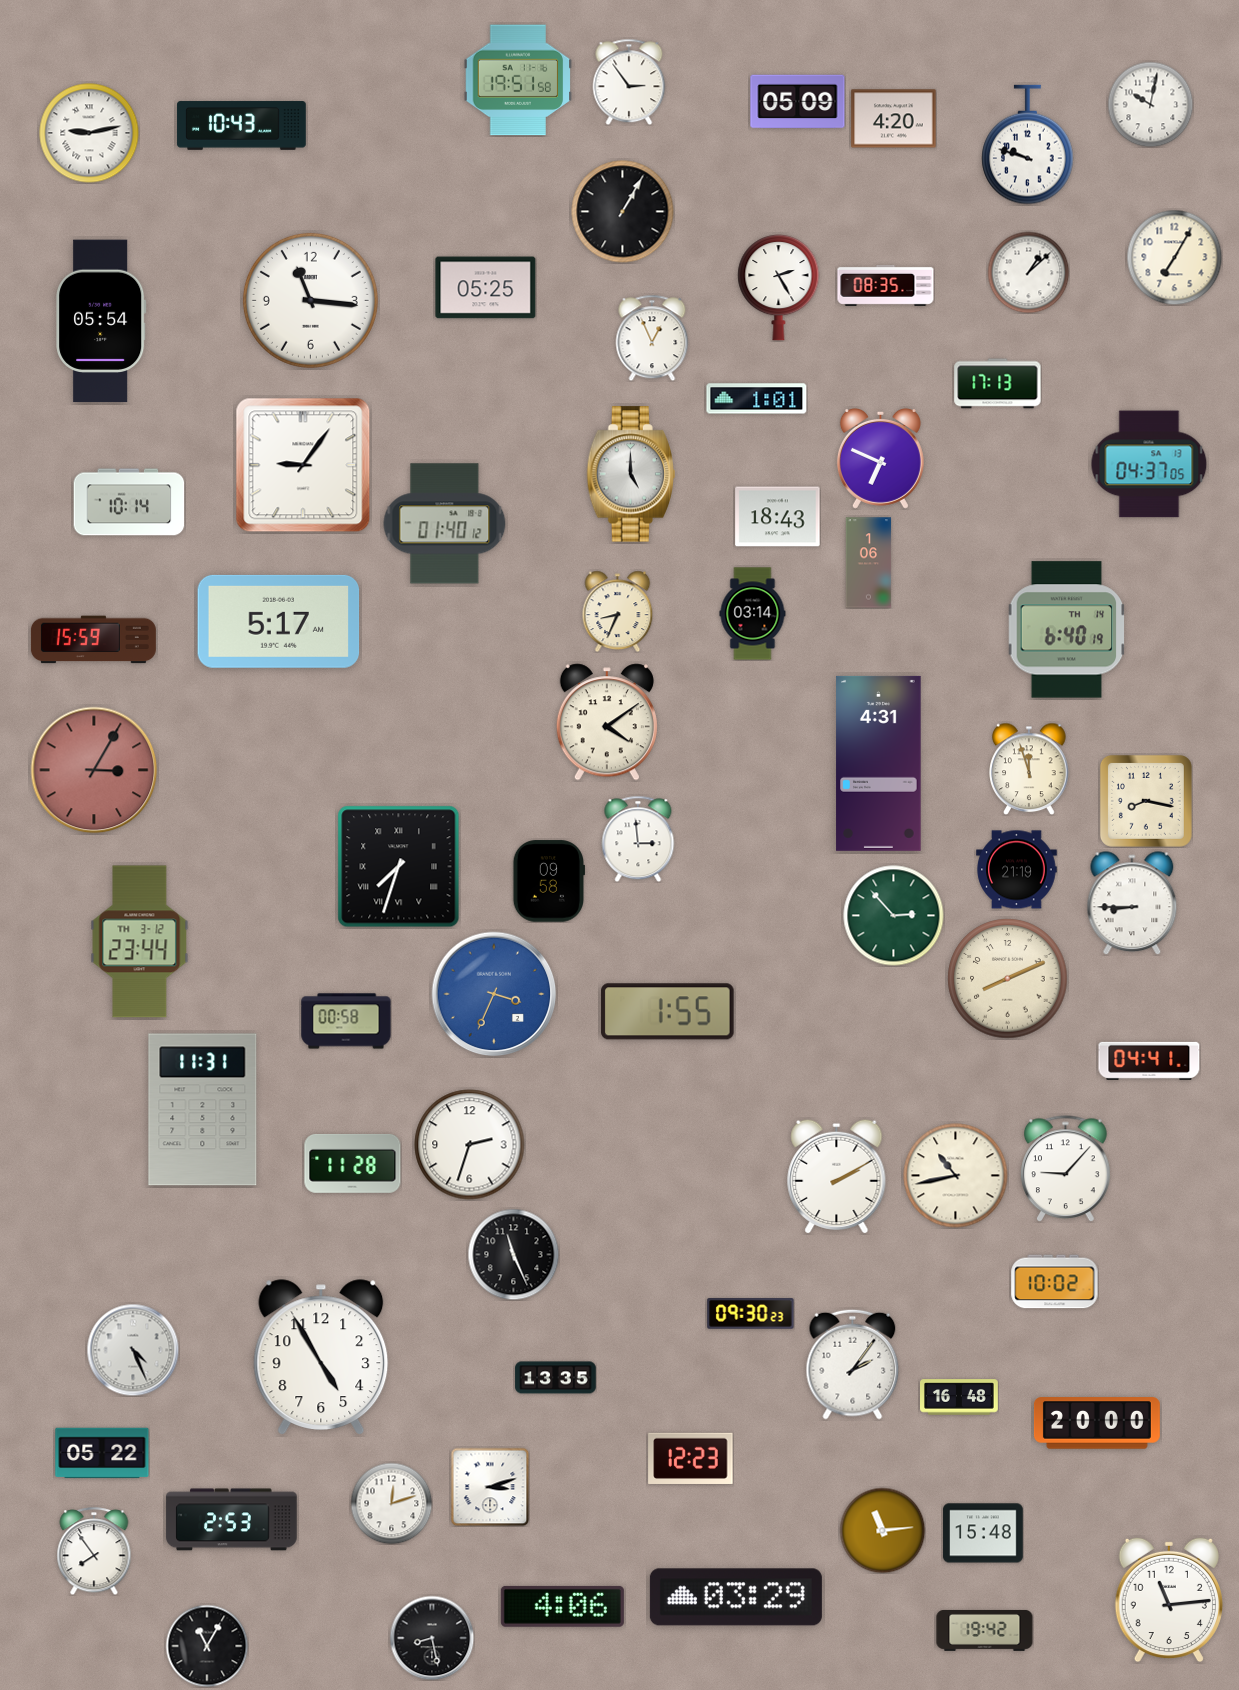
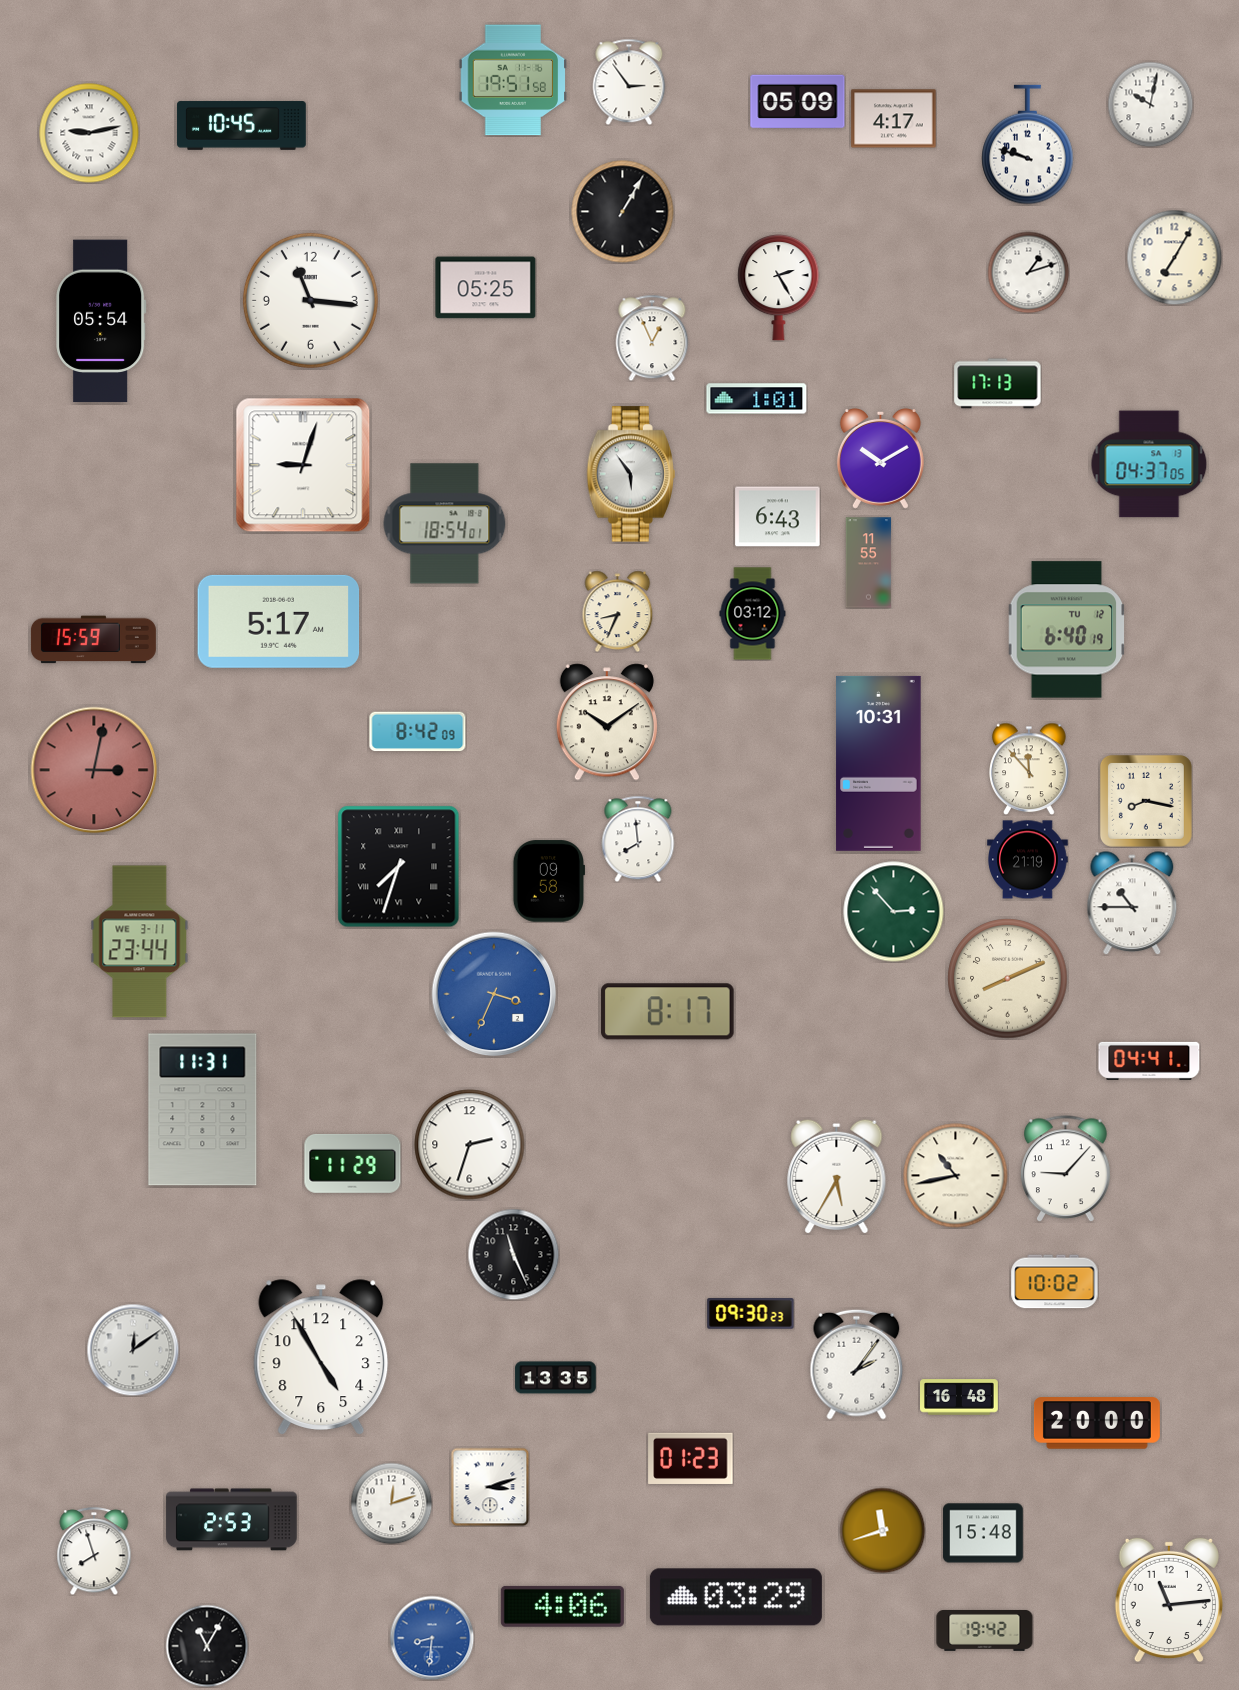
clock at (518, 80) position: (518, 80) -> (513, 80)
clock at (894, 119): 4:20 -> 4:17
clock at (242, 126): 10:43 -> 10:45
clock at (1028, 272): 1:08 -> 1:12
clock at (886, 285): 08:35 -> none
clock at (880, 458): 6:49 -> 10:10
clock at (303, 465): 9:06 -> 9:03
clock at (630, 474): 5:00 -> 5:54
clock at (129, 502): 10:14 -> none
clock at (778, 517): 18:43 -> 6:43
clock at (445, 524): 01:40 -> 18:54
clock at (869, 563): 1:06 -> 11:55
clock at (753, 614): 03:14 -> 03:12
clock at (1067, 630) date: TH 14 -> TU 12
clock at (607, 722): 4:09 -> 10:09
clock at (418, 732): none -> 8:42
clock at (879, 763): 4:31 -> 10:31
clock at (1029, 769): 11:57 -> 11:53
clock at (94, 770): 3:05 -> 3:02
clock at (638, 839): 2:59 -> 7:59
clock at (1017, 870) position: (1017, 870) -> (1028, 860)
clock at (1132, 903): 8:45 -> 10:45
clock at (894, 916) position: (894, 916) -> (894, 912)
clock at (140, 942) date: TH 3-12 -> WE 3-11
clock at (668, 1012): 1:55 -> 8:17
clock at (346, 1021): 00:58 -> none
clock at (353, 1163): 11:28 -> 11:29
clock at (837, 1176): 2:10 -> 5:35
clock at (133, 1350): 4:26 -> 12:09
clock at (853, 1364) position: (853, 1364) -> (857, 1364)
clock at (102, 1453): 05:22 -> none
clock at (691, 1458): 12:23 -> 01:23
clock at (882, 1530): 11:14 -> 11:42
clock at (94, 1551): 7:54 -> 7:57
clock at (432, 1638): 8:28 -> 8:31
clock at (432, 1638) dial: black -> blue
